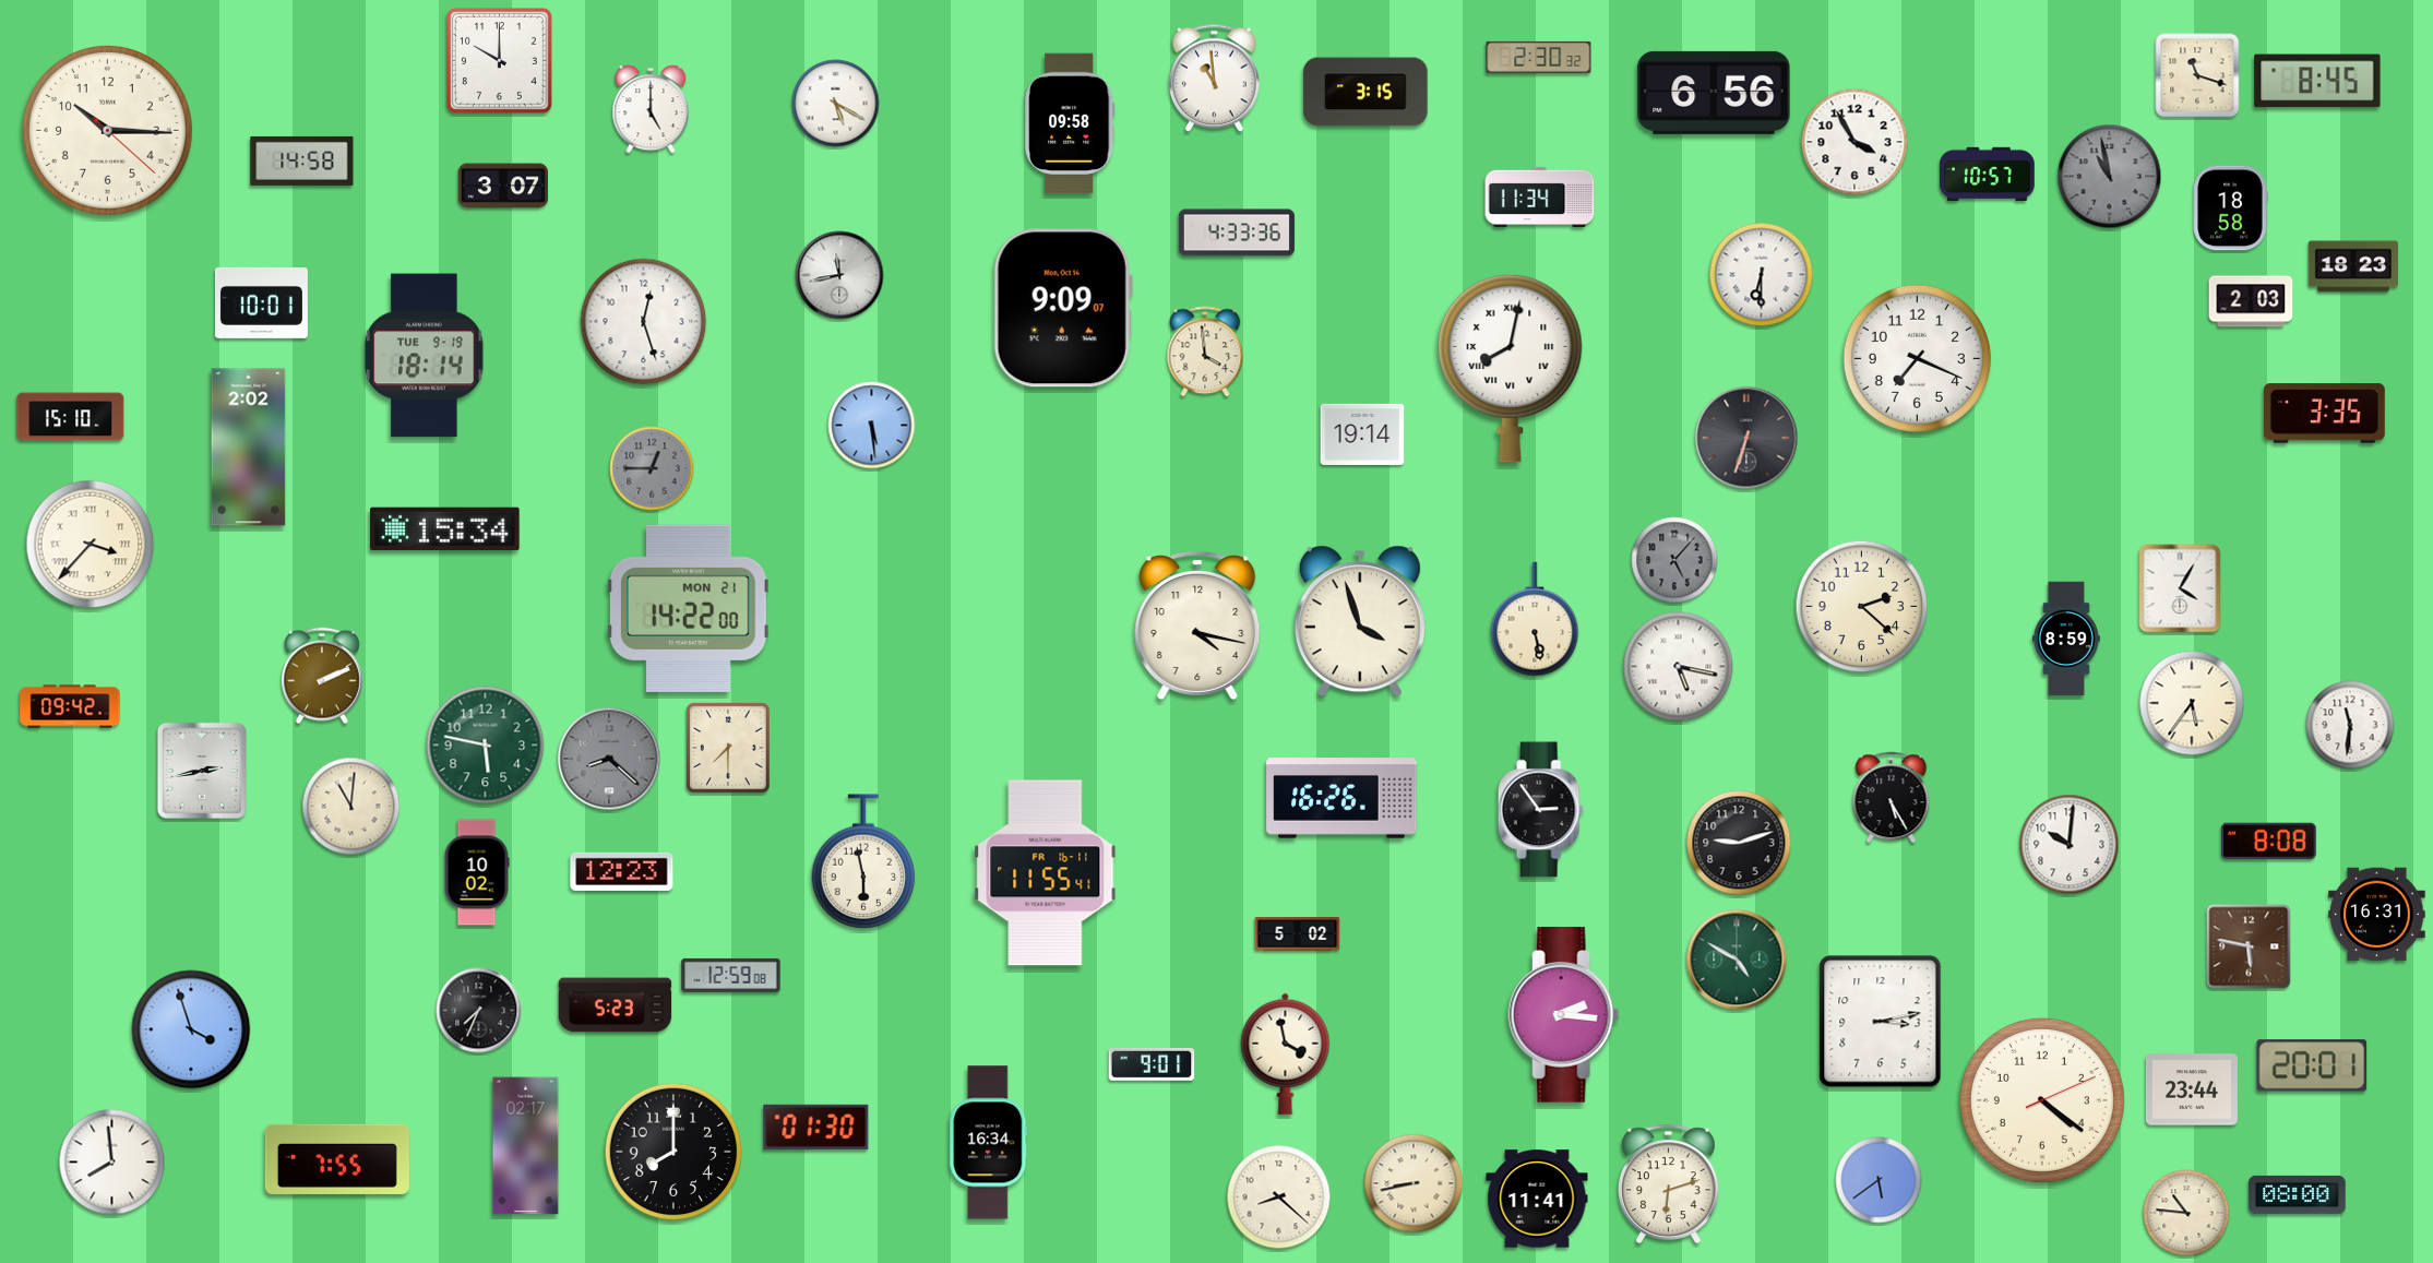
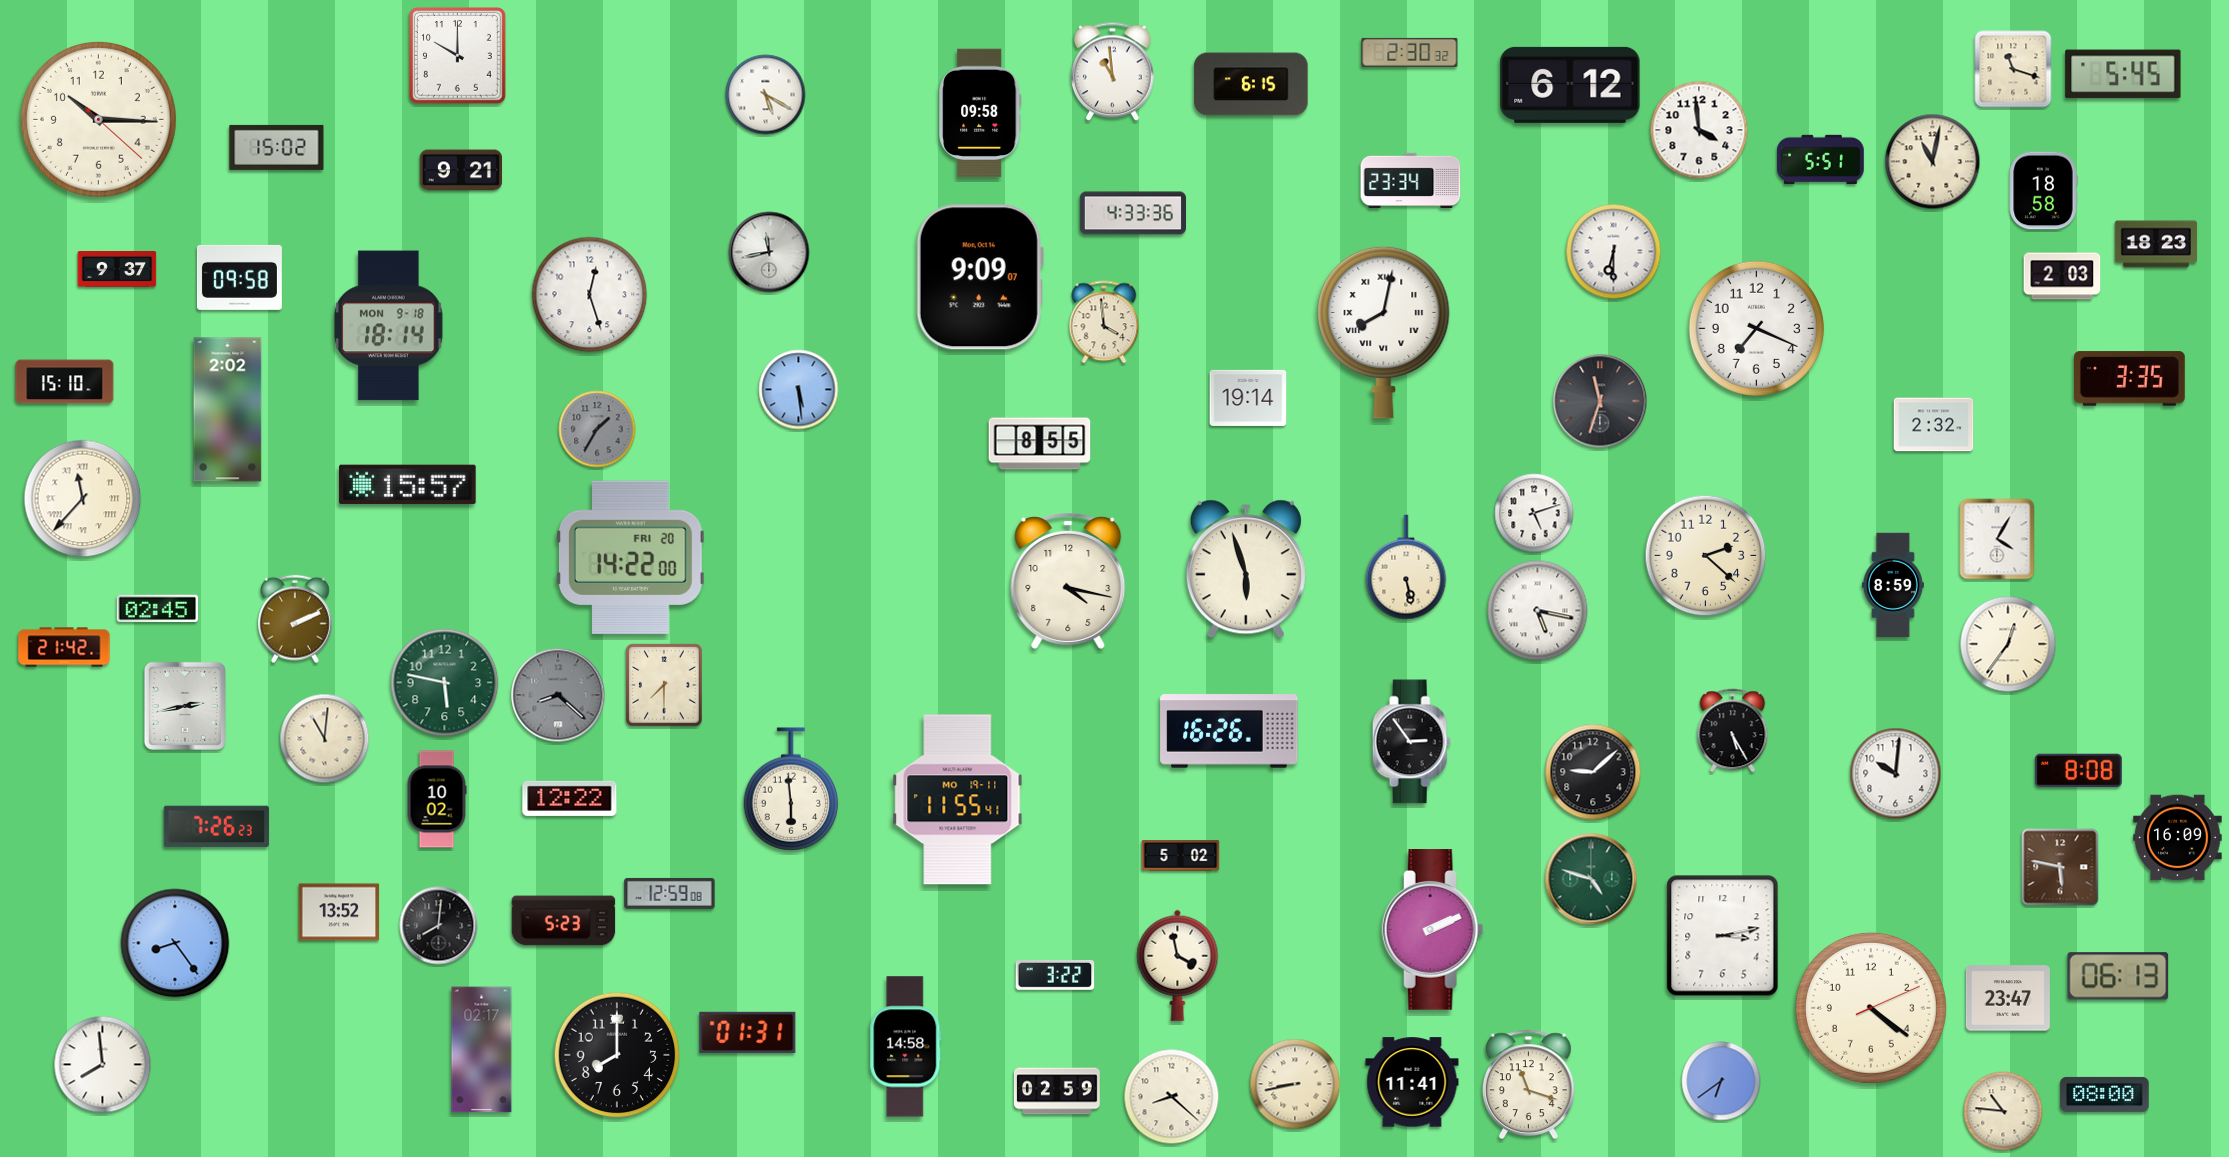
clock at (2317, 81): 8:45 -> 5:45
clock at (1365, 92): 3:15 -> 6:15
clock at (1714, 93): 6:56 -> 6:12
clock at (651, 109): 5:00 -> none
clock at (1854, 142): 3:55 -> 3:59
clock at (302, 160): 14:58 -> 15:02
clock at (1988, 174): 10:57 -> 5:51
clock at (2110, 177): 10:58 -> 11:02
clock at (2110, 177) dial: grey -> cream
clock at (502, 186): 3:07 -> 9:21
clock at (1540, 196): 11:34 -> 23:34
clock at (117, 270): none -> 9:37
clock at (261, 302): 10:01 -> 09:58
clock at (1063, 308) position: (1063, 308) -> (980, 277)
clock at (425, 356) date: TUE 9-19 -> MON 9-18
clock at (1511, 368) position: (1511, 368) -> (1384, 332)
clock at (1746, 438): 6:33 -> 11:33
clock at (1934, 425): none -> 2:32
clock at (652, 468): 12:45 -> 1:35
clock at (1040, 444): none -> 8:55
clock at (445, 529): 15:34 -> 15:57
clock at (91, 545): 3:37 -> 11:37
clock at (1674, 560): 5:07 -> 5:12
clock at (1674, 560) dial: grey -> white
clock at (688, 608) date: MON 21 -> FRI 20
clock at (1360, 621): 3:57 -> 5:57
clock at (1197, 625) position: (1197, 625) -> (1068, 581)
clock at (157, 608): none -> 02:45
clock at (2192, 703): 5:36 -> 12:36
clock at (70, 706): 09:42 -> 21:42
clock at (2350, 725): 11:31 -> none
clock at (728, 748) position: (728, 748) -> (664, 685)
clock at (351, 807) position: (351, 807) -> (325, 739)
clock at (1739, 843): 9:12 -> 9:08
clock at (863, 861): 5:58 -> 5:59
clock at (622, 871): 12:23 -> 12:22
clock at (1046, 873) date: FR 16-11 -> MO 19-11
clock at (216, 827): none -> 7:26
clock at (2377, 915): 16:31 -> 16:09
clock at (1298, 934) position: (1298, 934) -> (1181, 856)
clock at (1737, 960): 4:50 -> 4:48
clock at (339, 912): none -> 13:52
clock at (479, 1011): 7:34 -> 8:01
clock at (1564, 1015): 2:16 -> 2:11
clock at (191, 1029): 3:57 -> 8:24
clock at (1152, 1064): 9:01 -> 3:22
clock at (2312, 1065): 20:01 -> 06:13
clock at (2192, 1089): 23:44 -> 23:47
clock at (816, 1127): 01:30 -> 01:31
clock at (989, 1143): 16:34 -> 14:58
clock at (337, 1159): 7:55 -> none
clock at (1879, 1180): 5:39 -> 6:39
clock at (1668, 1184): 6:12 -> 11:18
clock at (1057, 1091): none -> 02:59
clock at (1537, 1199) position: (1537, 1199) -> (1412, 1082)
